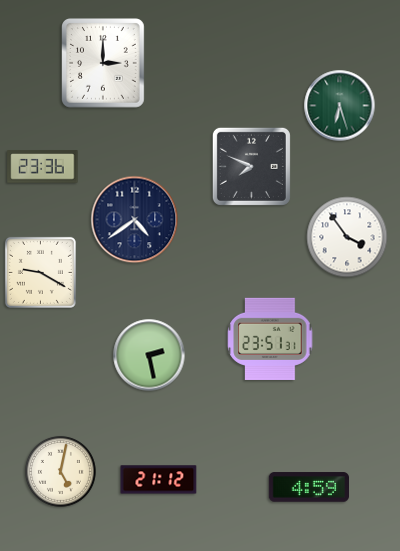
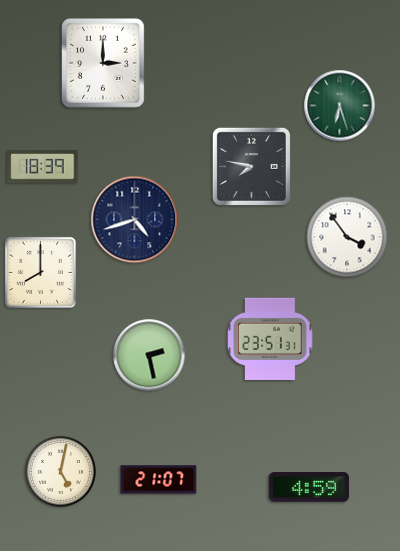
clock at (251, 166): 7:49 -> 7:47
clock at (43, 167): 23:36 -> 18:39
clock at (135, 220): 4:39 -> 4:42
clock at (40, 272): 9:20 -> 8:00
clock at (159, 480): 21:12 -> 21:07
